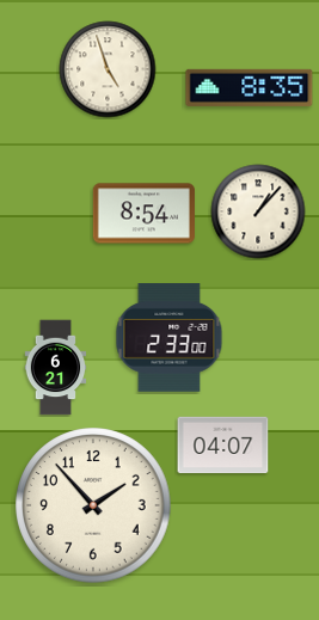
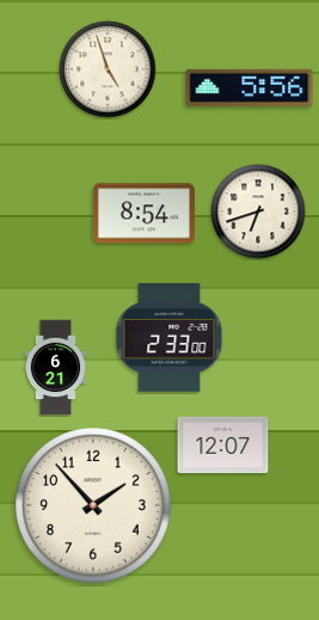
clock at (250, 87): 8:35 -> 5:56
clock at (258, 211): 1:07 -> 6:42
clock at (223, 446): 04:07 -> 12:07
